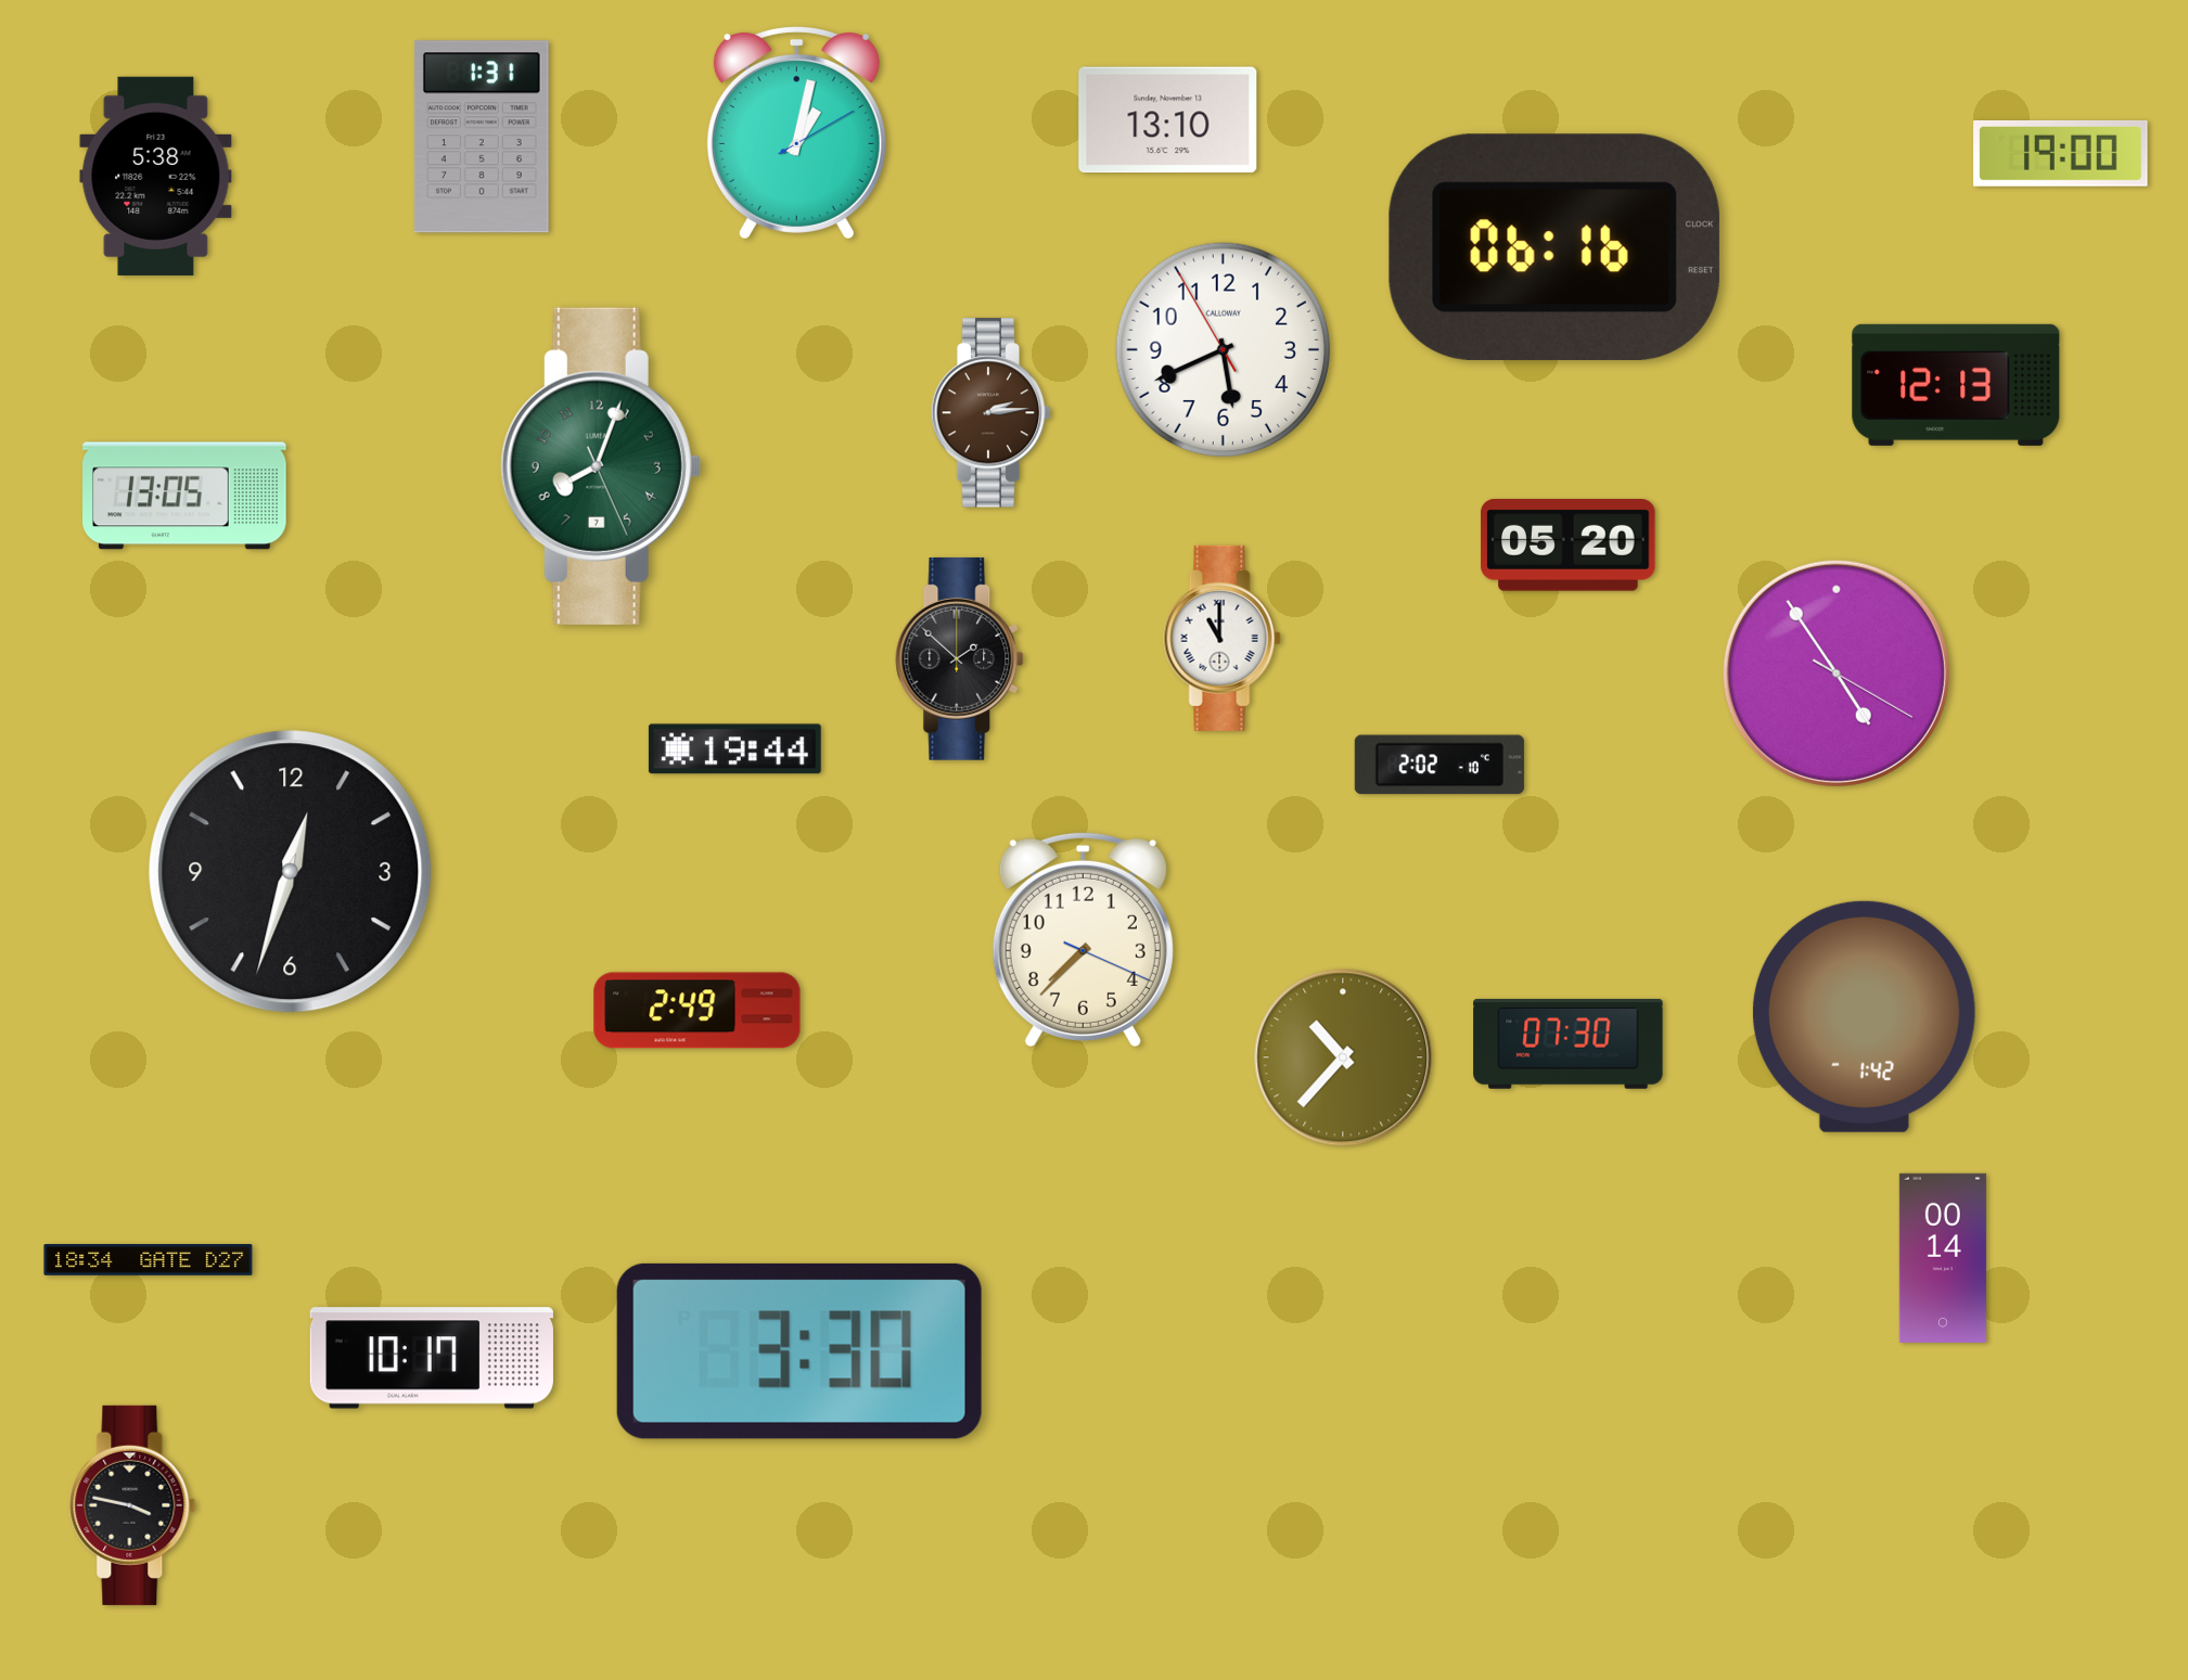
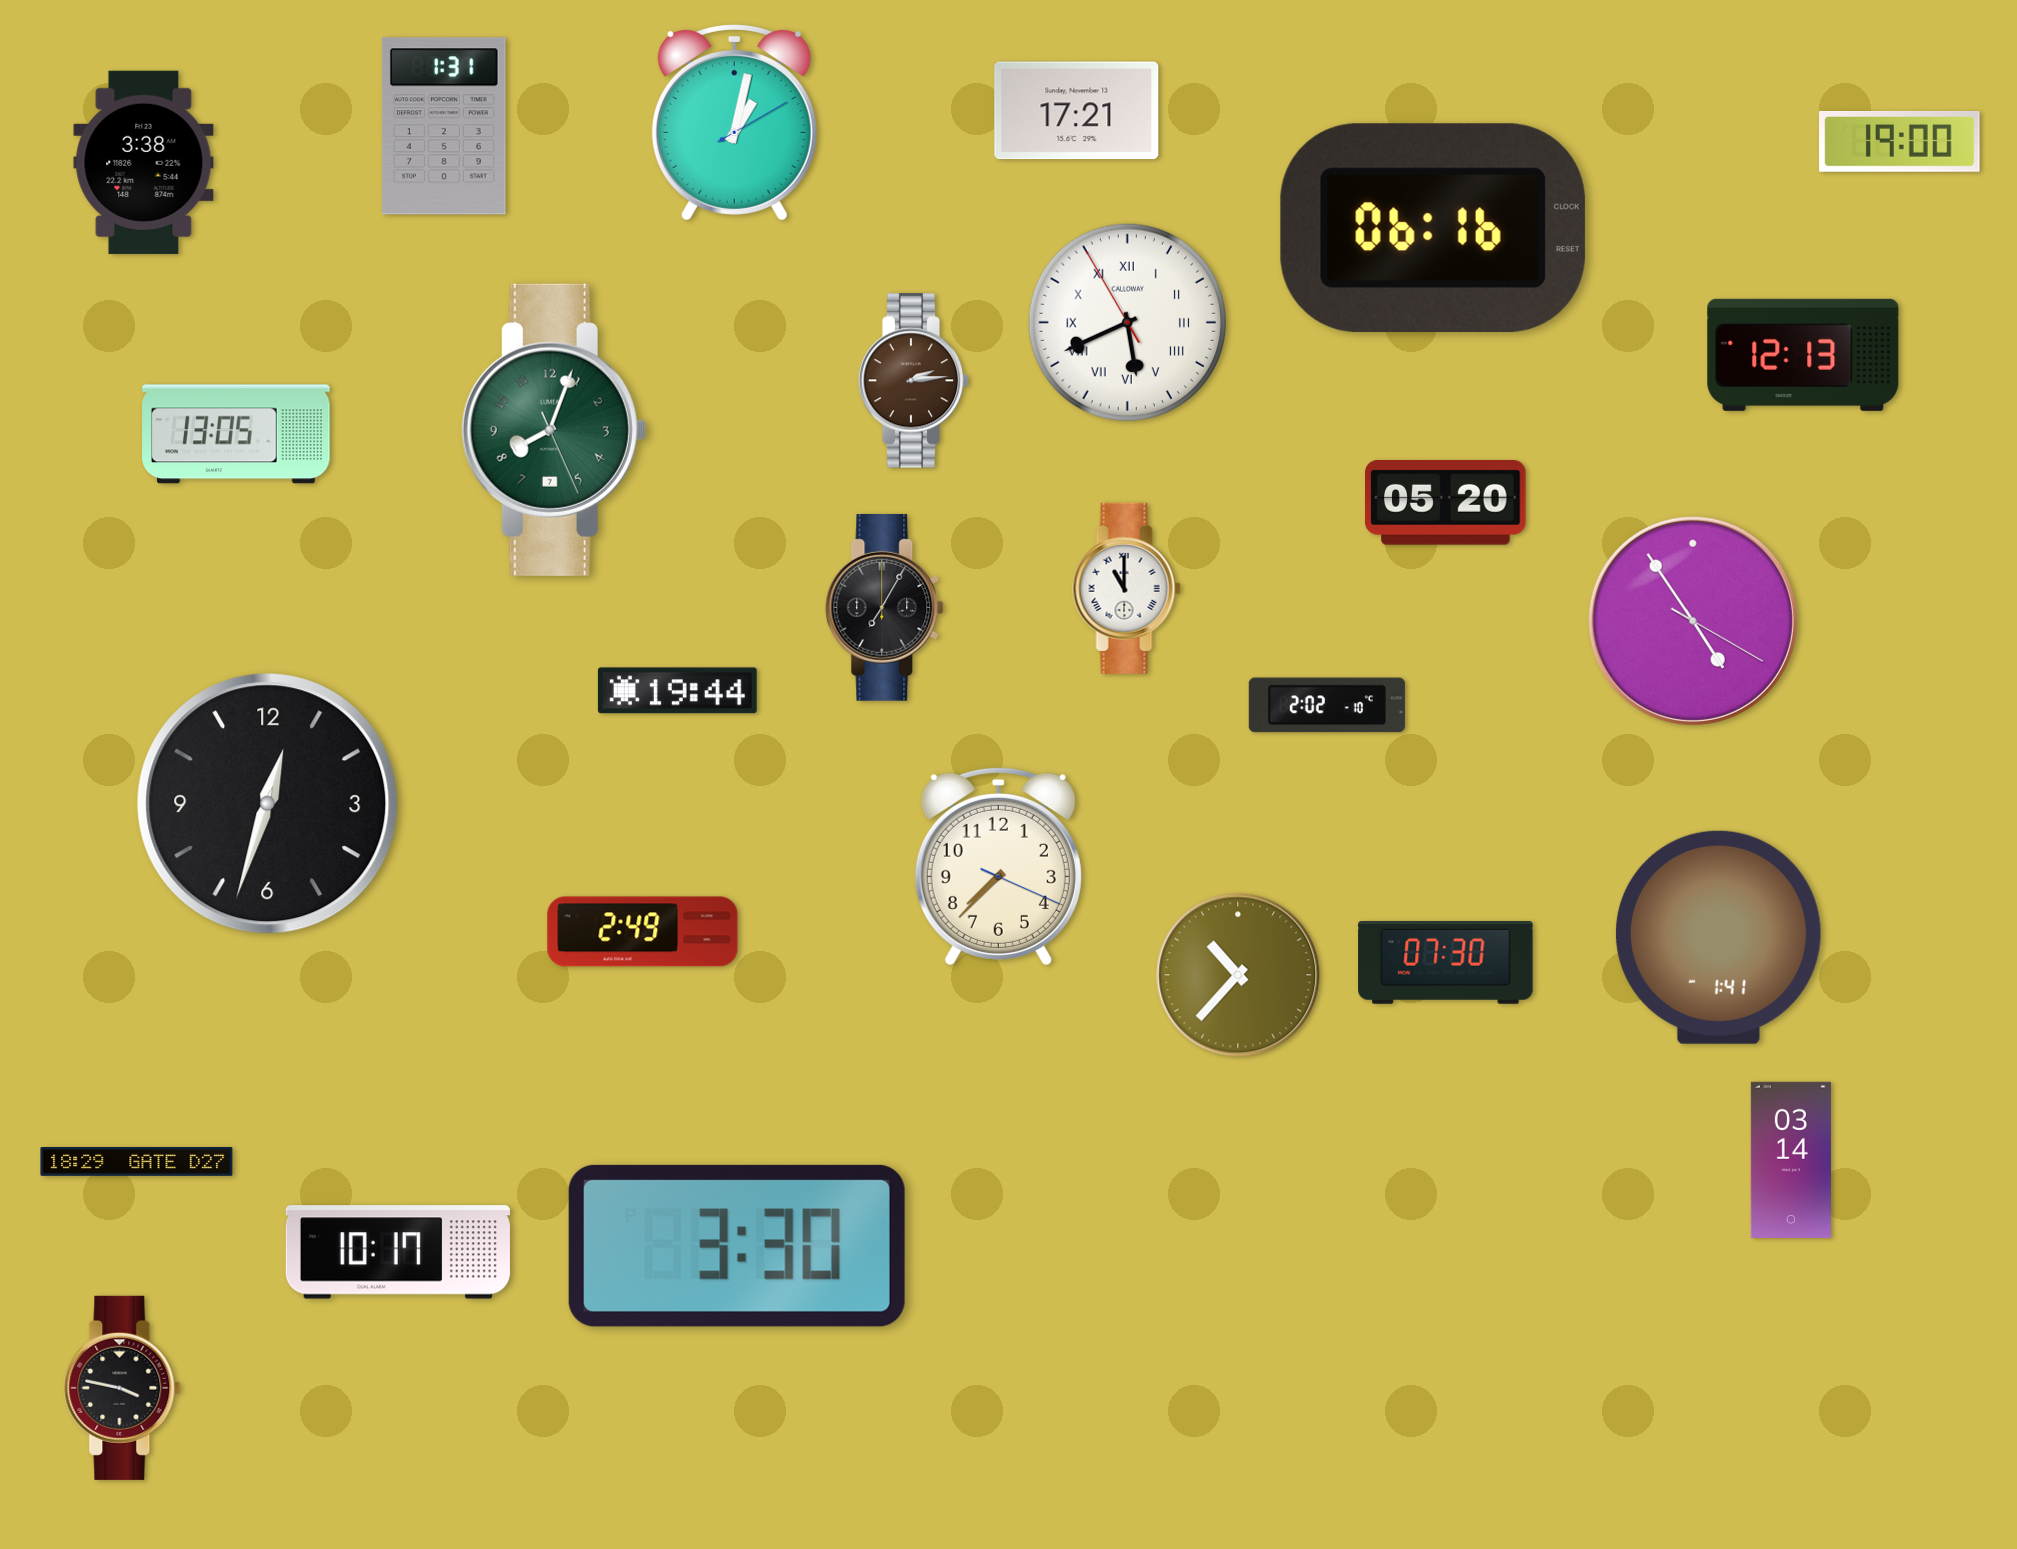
clock at (1168, 120): 13:10 -> 17:21
clock at (156, 176): 5:38 -> 3:38
clock at (1223, 349) numerals: Arabic -> Roman
clock at (184, 496) position: (184, 496) -> (236, 434)
clock at (960, 658): 1:52 -> 7:05
clock at (1864, 1016): 1:42 -> 1:41
clock at (1943, 1258): 00:14 -> 03:14
clock at (149, 1260): 18:34 -> 18:29
